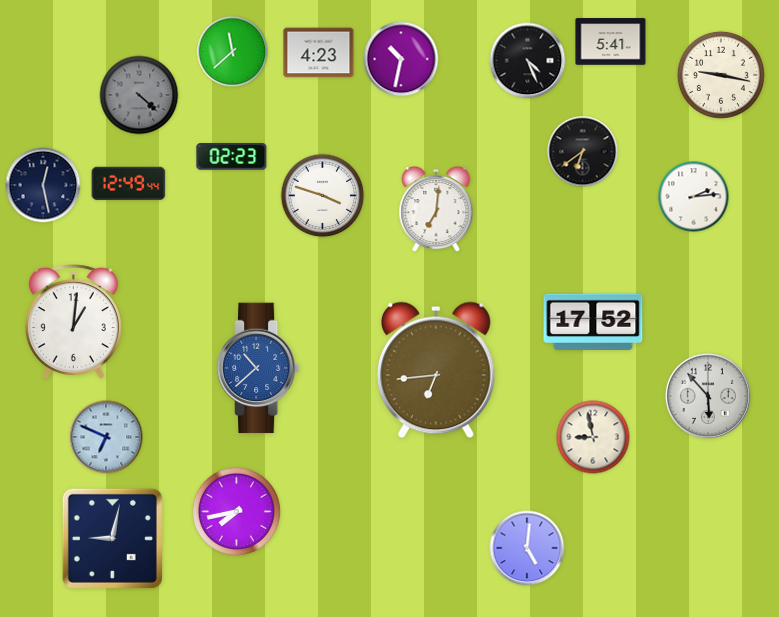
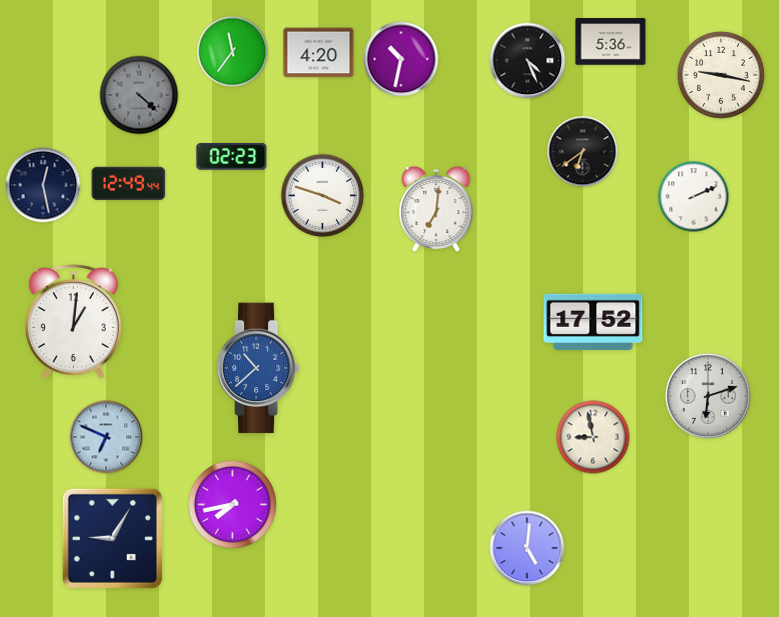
clock at (611, 42): 5:41 -> 5:36
clock at (233, 52): 11:38 -> 11:36
clock at (319, 53): 4:23 -> 4:20
clock at (694, 197): 2:14 -> 2:11
clock at (436, 370): 6:44 -> none
clock at (708, 396): 5:53 -> 6:12
clock at (236, 511) position: (236, 511) -> (232, 504)
clock at (112, 538): 9:02 -> 9:05
